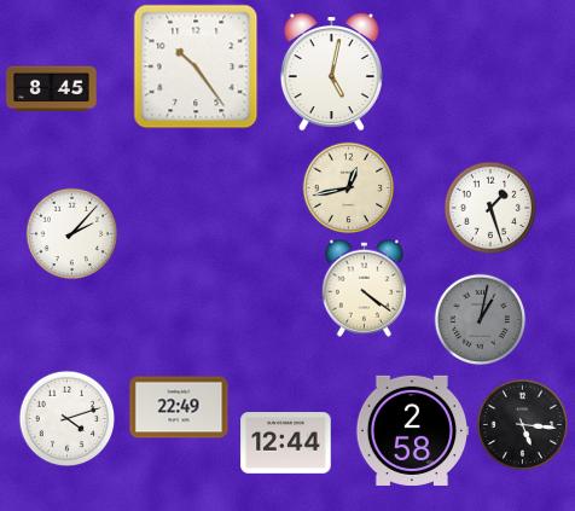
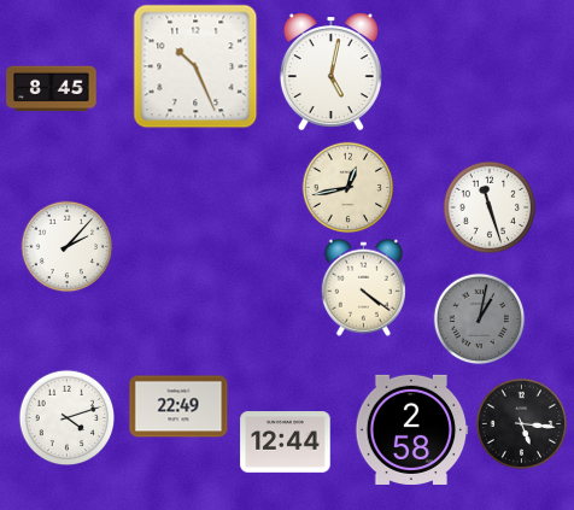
clock at (196, 66): 10:24 -> 10:26
clock at (490, 208): 1:27 -> 11:27
clock at (72, 234) position: (72, 234) -> (68, 247)
